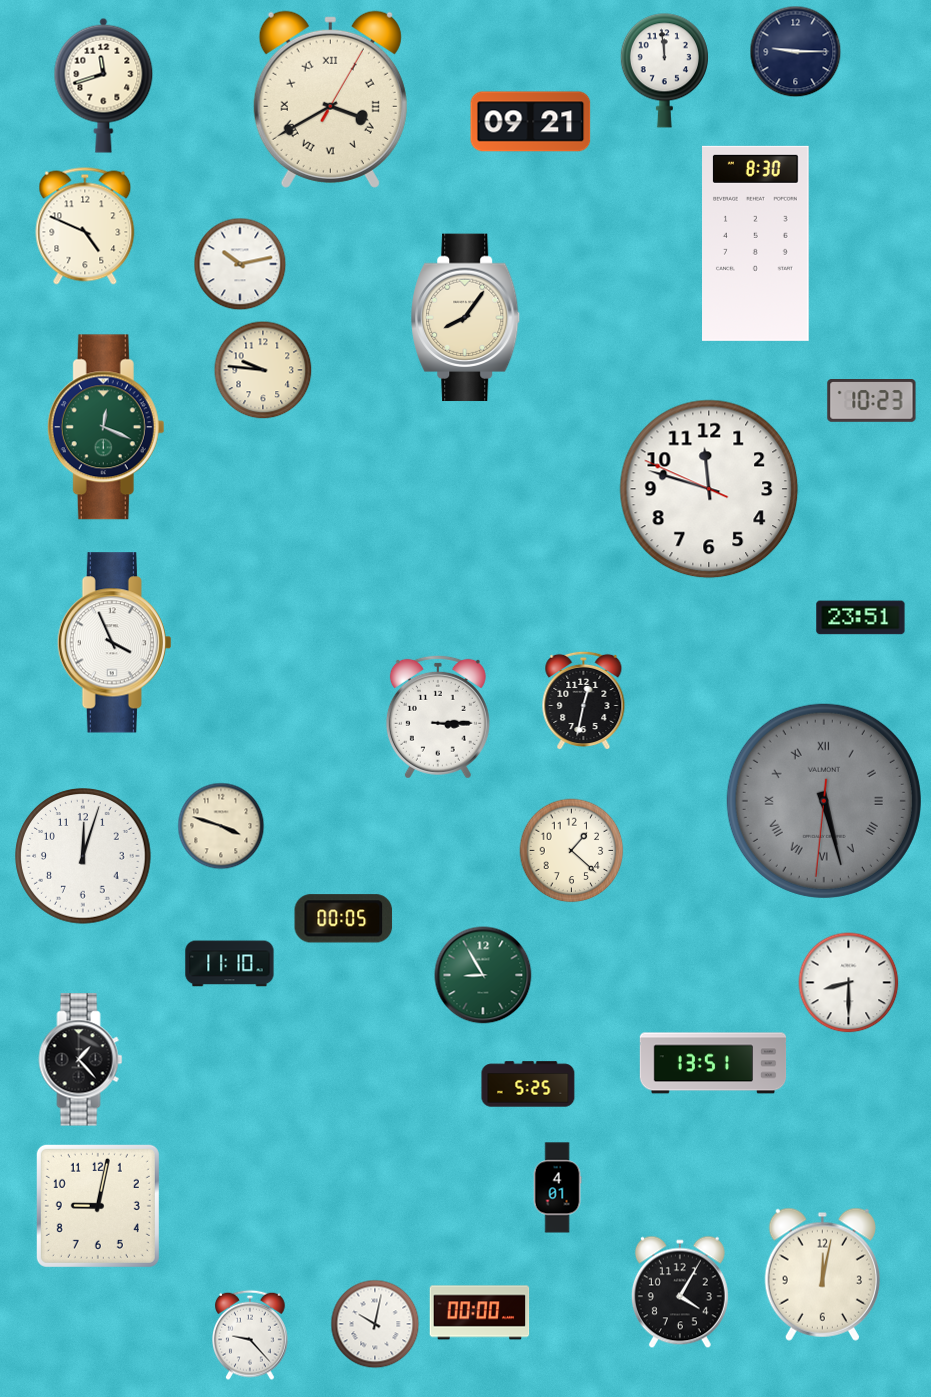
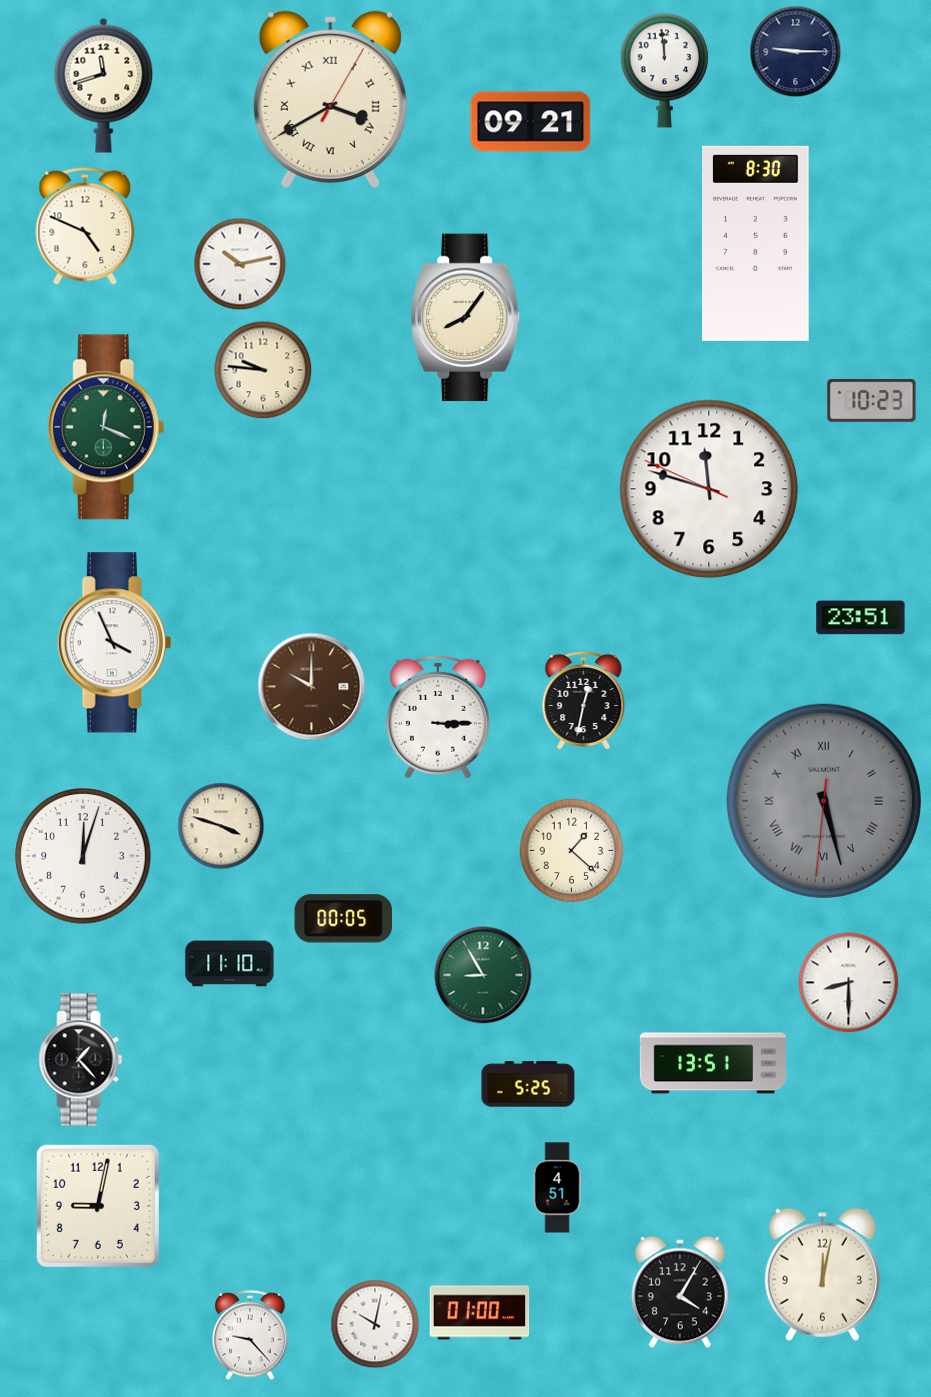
clock at (312, 687): none -> 10:00
clock at (557, 1188): 4:01 -> 4:51
clock at (480, 1313): 00:00 -> 01:00
